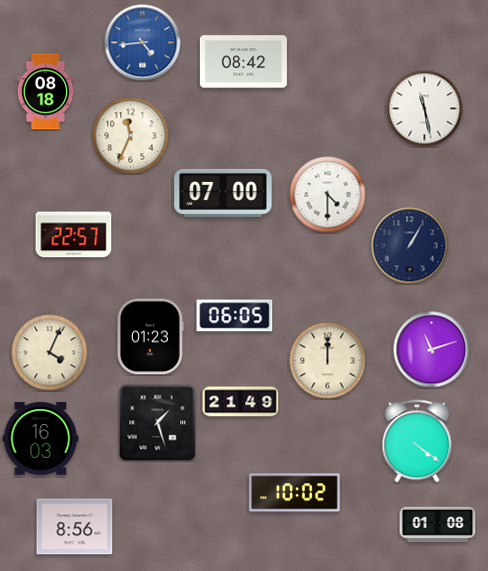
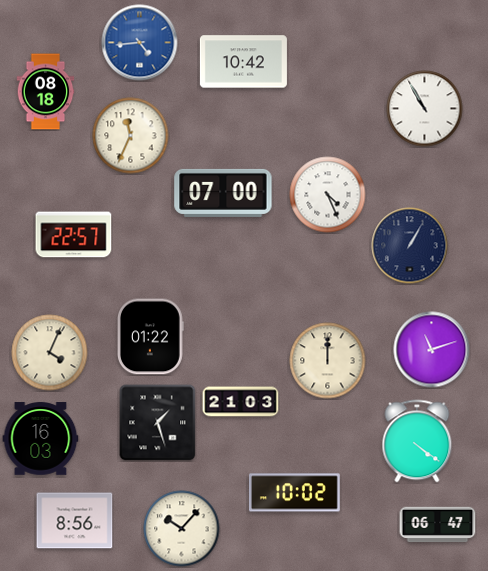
clock at (143, 43) position: (143, 43) -> (140, 43)
clock at (243, 62): 08:42 -> 10:42
clock at (425, 109): 11:28 -> 10:55
clock at (328, 195): 4:30 -> 4:26
clock at (235, 316): 06:05 -> none
clock at (151, 337): 01:23 -> 01:22
clock at (241, 402): 21:49 -> 21:03
clock at (438, 525): 01:08 -> 06:47
clock at (75, 527) position: (75, 527) -> (75, 521)
clock at (182, 529): none -> 10:07
